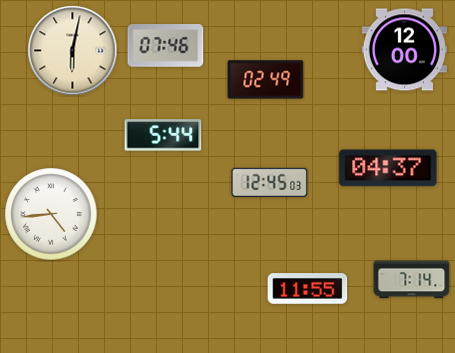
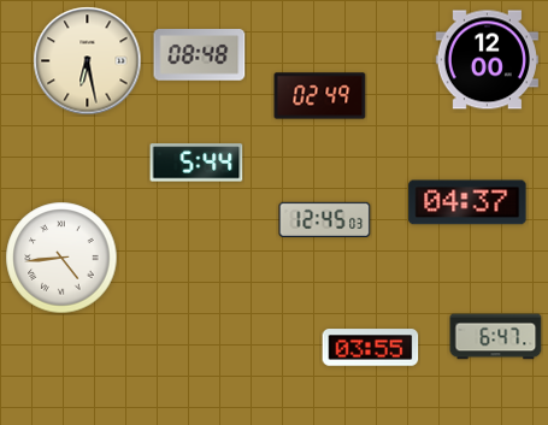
clock at (166, 46): 07:46 -> 08:48
clock at (73, 51): 6:02 -> 6:28
clock at (412, 280): 7:14 -> 6:47
clock at (308, 289): 11:55 -> 03:55
